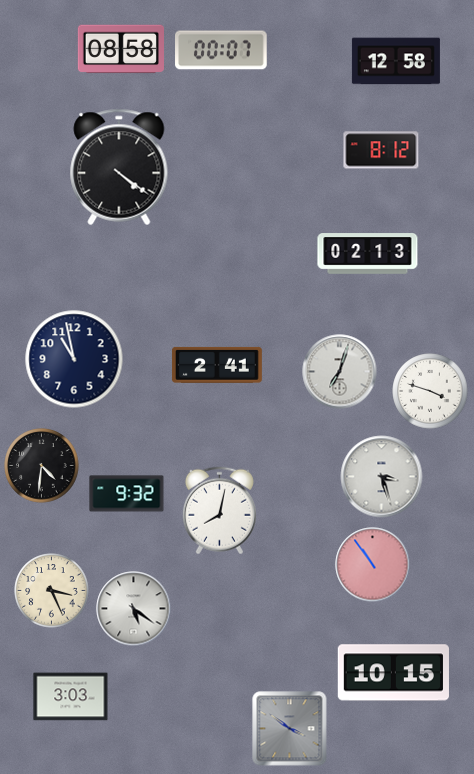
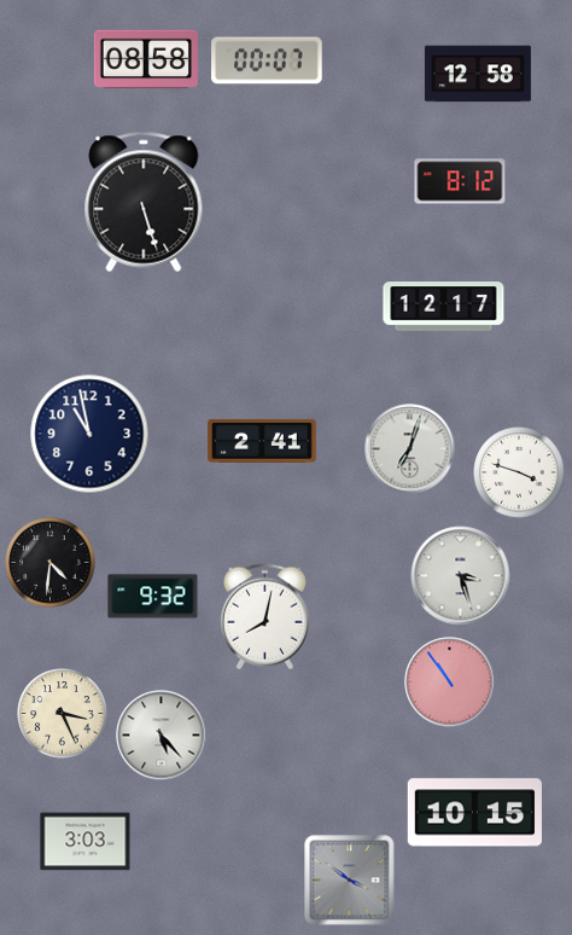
clock at (119, 167): 4:21 -> 5:27
clock at (368, 254): 02:13 -> 12:17
clock at (134, 609): 5:21 -> 5:23
